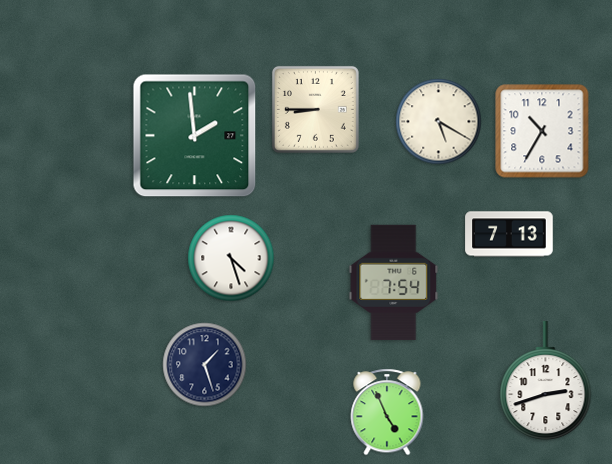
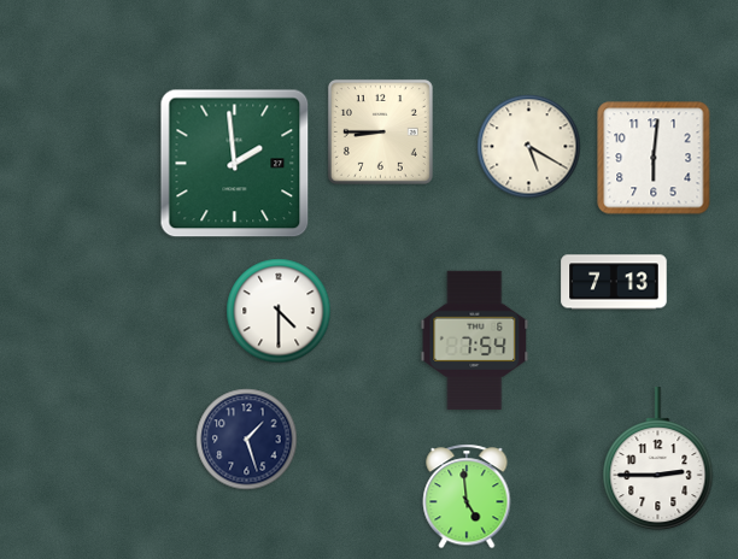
clock at (542, 131): 10:35 -> 6:01
clock at (231, 258): 4:27 -> 4:30
clock at (546, 381): 2:42 -> 2:45
clock at (387, 412): 4:56 -> 4:59
